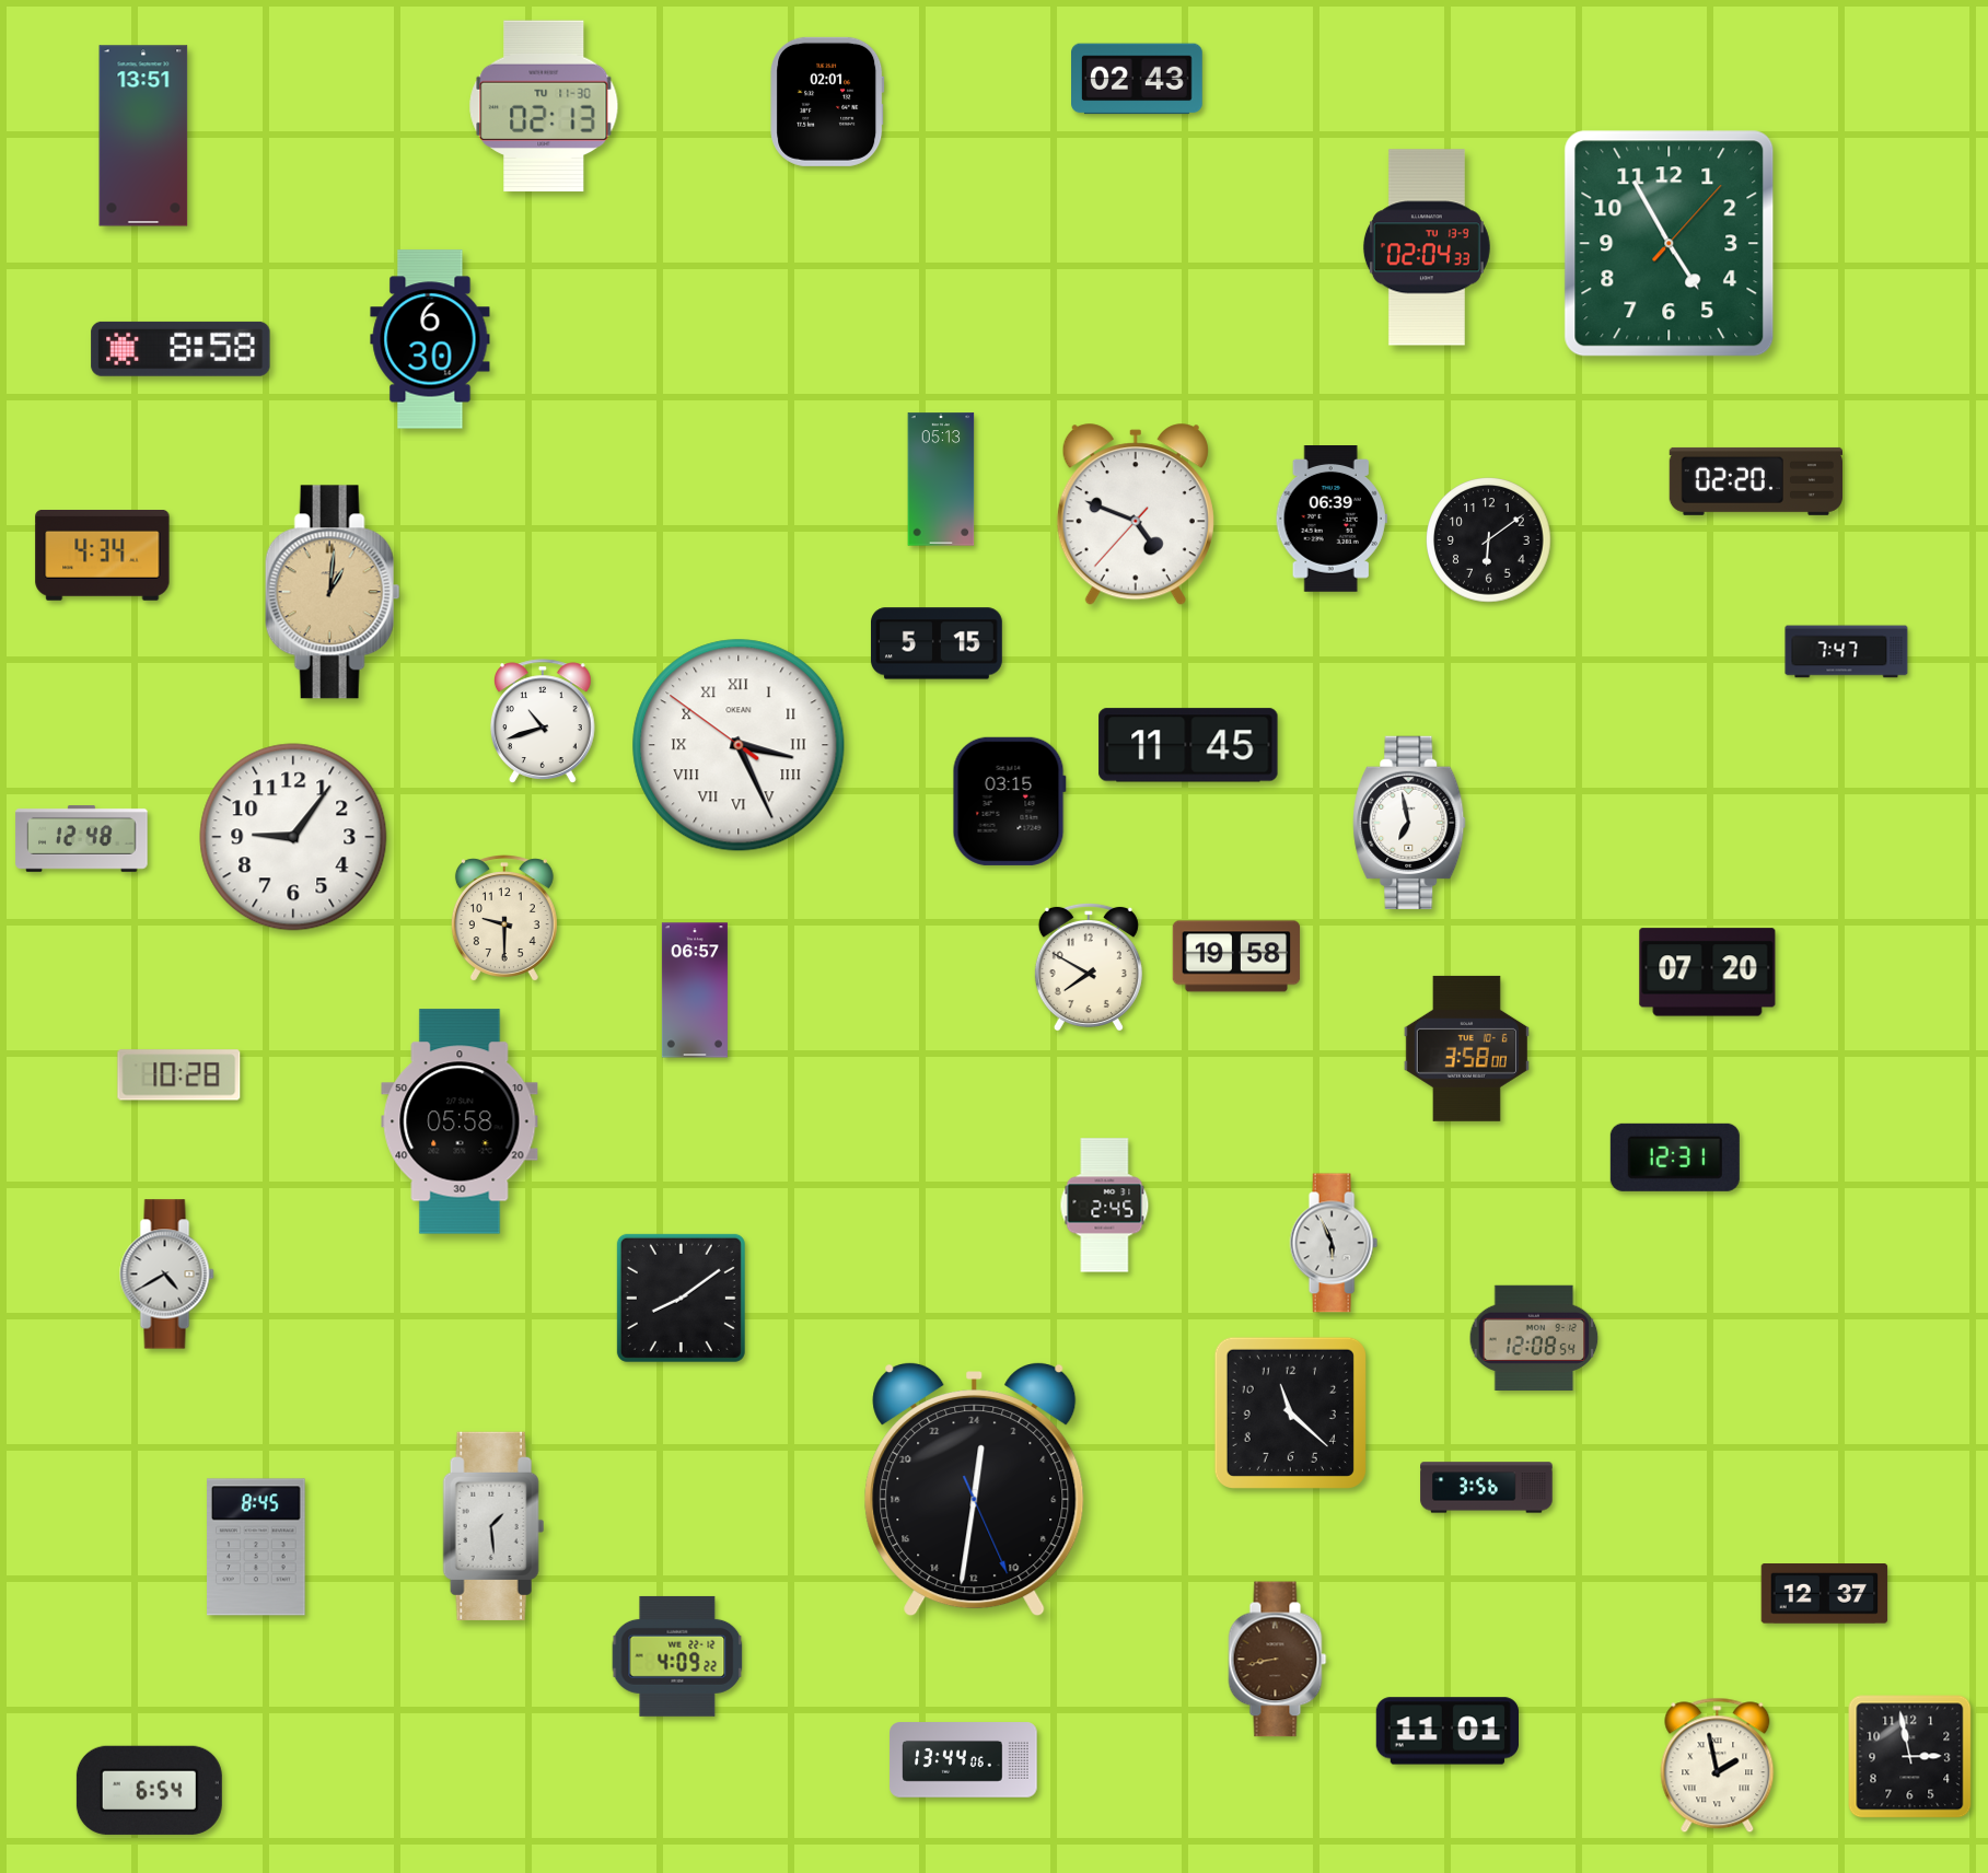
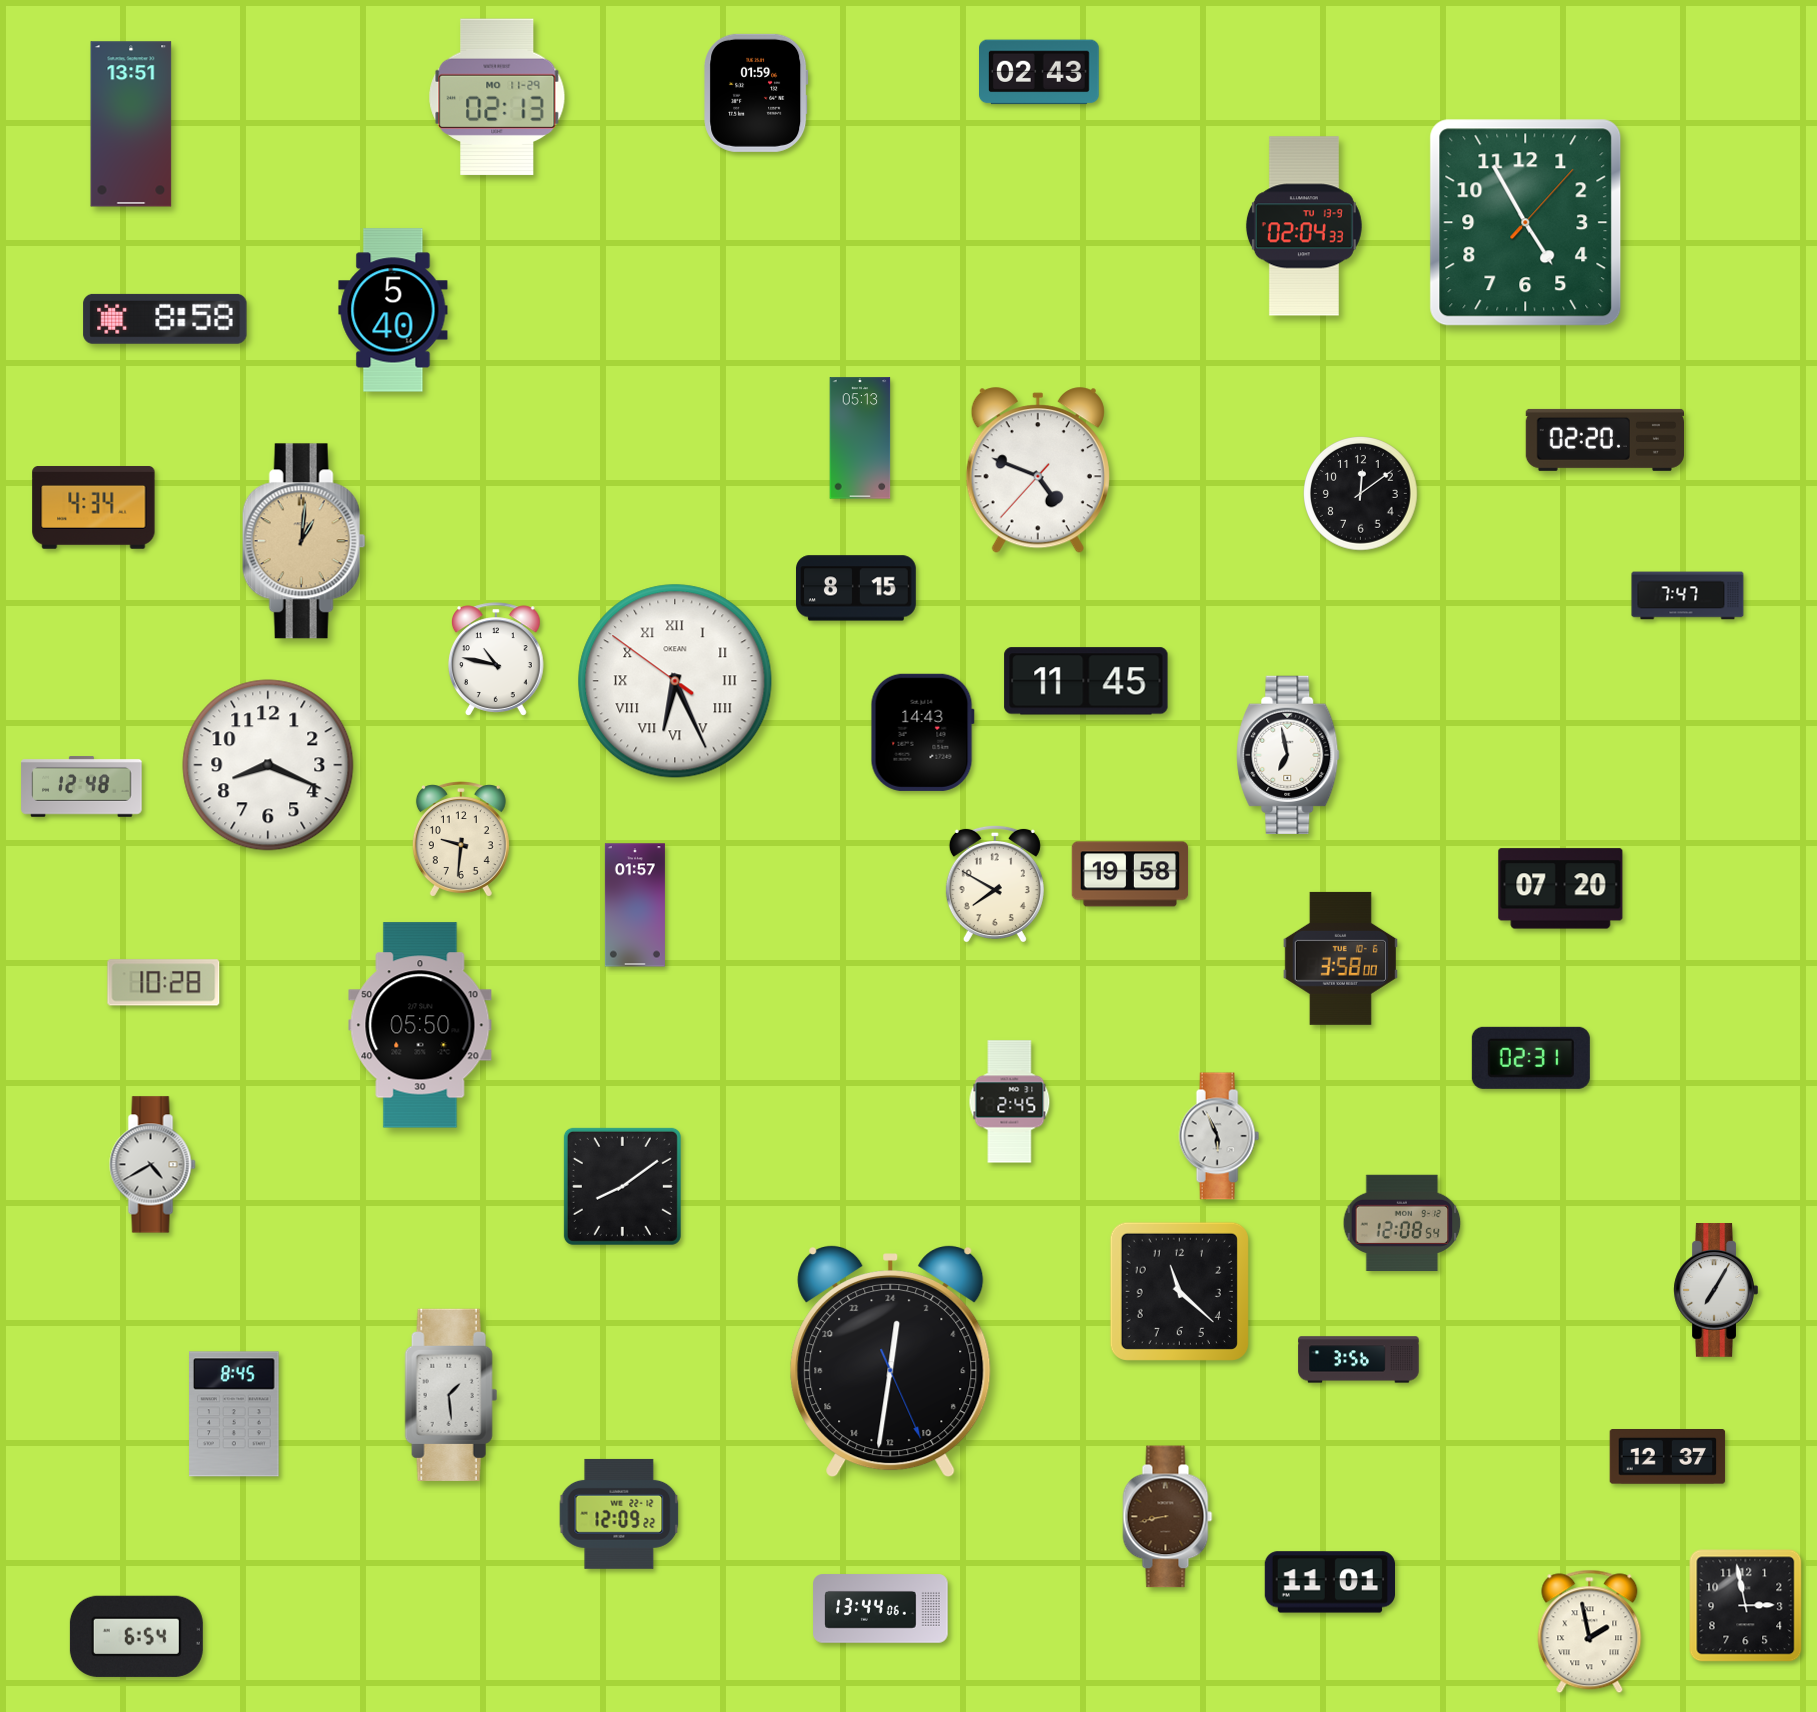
clock at (827, 102): 02:01 -> 01:59
clock at (544, 106) date: TU 11-30 -> MO 11-29
clock at (430, 339): 6:30 -> 5:40
clock at (1332, 520): 06:39 -> none
clock at (1489, 540): 6:09 -> 12:09
clock at (938, 643): 5:15 -> 8:15
clock at (543, 721): 10:42 -> 10:47
clock at (739, 745): 3:25 -> 6:25
clock at (1009, 801): 03:15 -> 14:43
clock at (1409, 823) position: (1409, 823) -> (1288, 755)
clock at (293, 837): 9:06 -> 8:19
clock at (82, 839) position: (82, 839) -> (82, 787)
clock at (504, 918): 9:30 -> 9:31
clock at (695, 990): 06:57 -> 01:57
clock at (460, 1121): 05:58 -> 05:50
clock at (1675, 1157): 12:31 -> 02:31
clock at (1716, 1291): none -> 7:05
clock at (677, 1656): 4:09 -> 12:09
clock at (1446, 1731) position: (1446, 1731) -> (1329, 1582)
clock at (1718, 1766) position: (1718, 1766) -> (1590, 1632)
